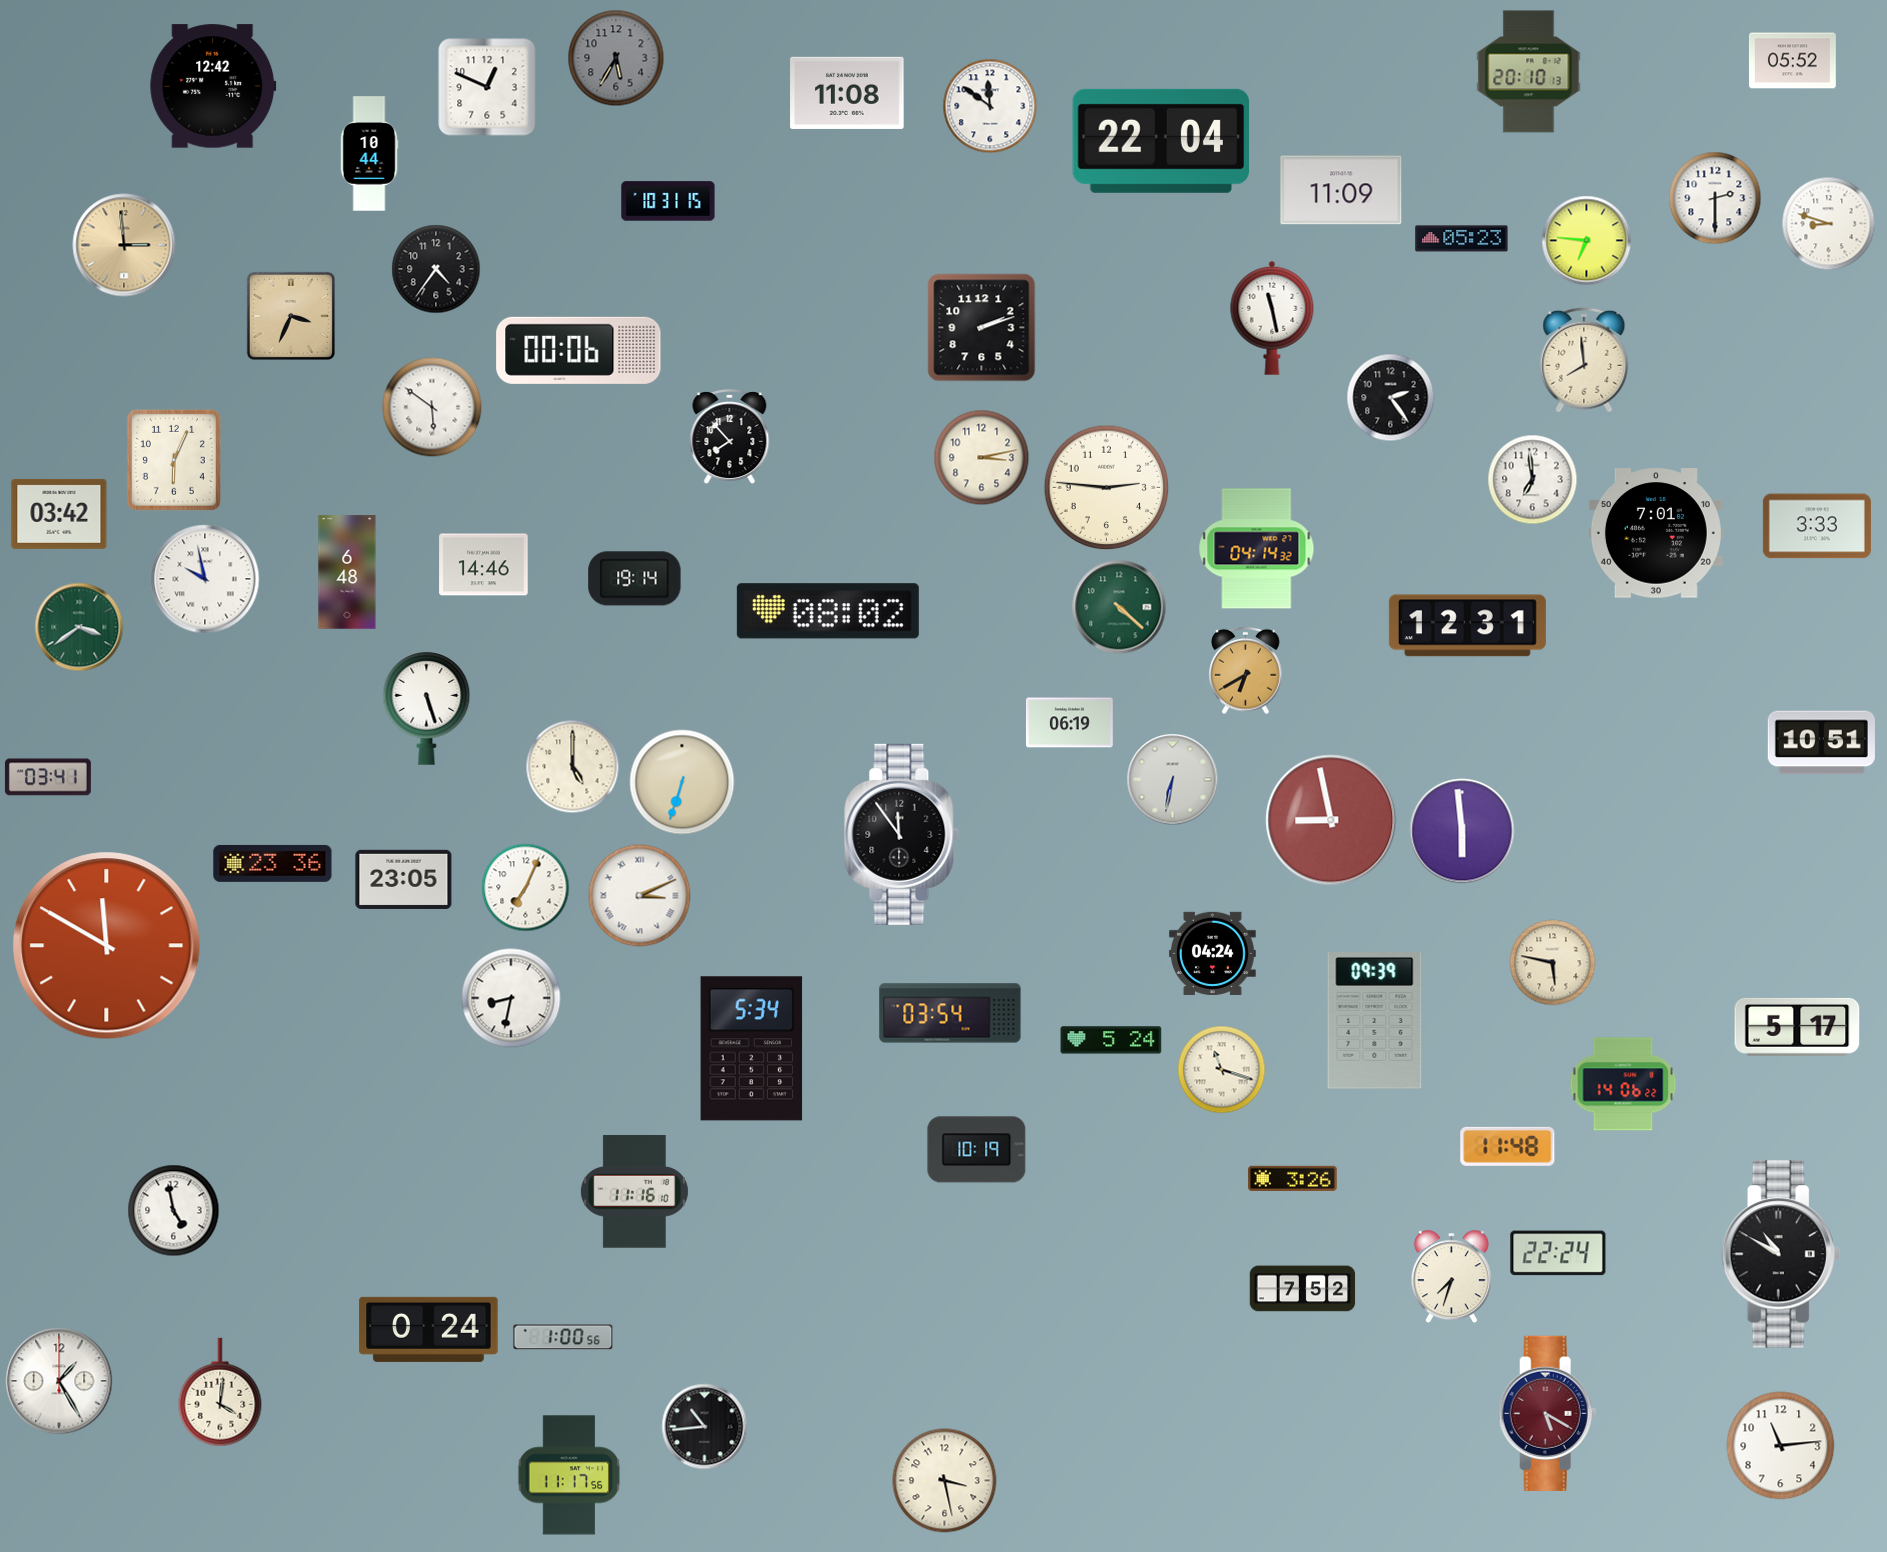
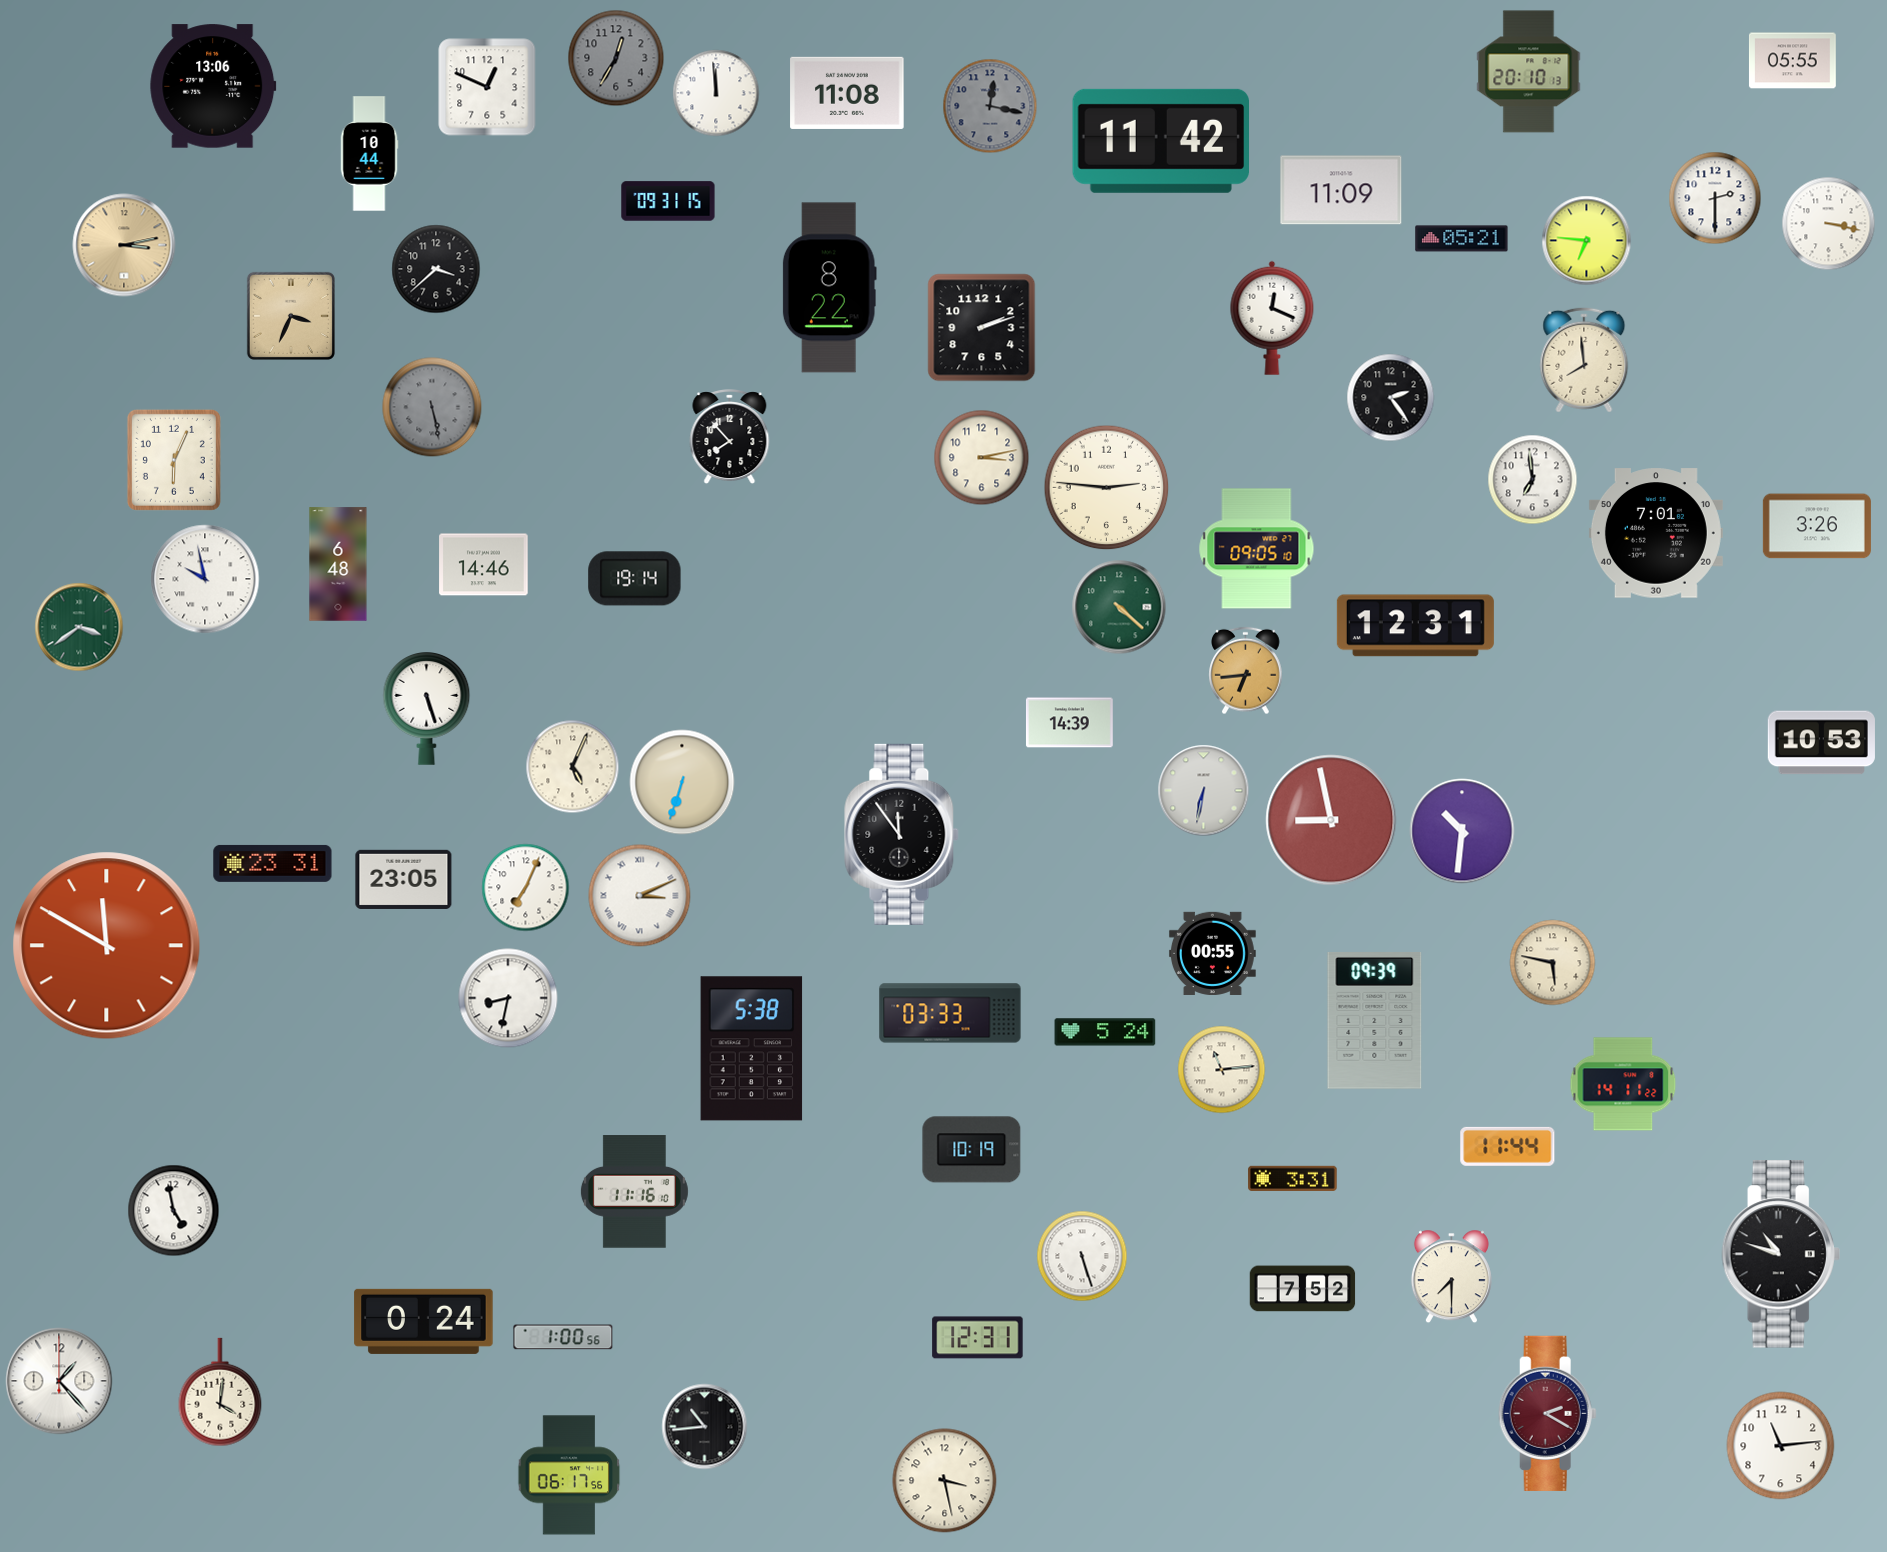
clock at (616, 58): 5:35 -> 12:35
clock at (1792, 61): 05:52 -> 05:55
clock at (213, 86): 12:42 -> 13:06
clock at (716, 93): none -> 11:59
clock at (990, 106): 11:51 -> 12:17
clock at (990, 106) dial: white -> grey
clock at (1160, 141): 22:04 -> 11:42
clock at (668, 201): 10:31 -> 09:31
clock at (1829, 224): 8:48 -> 3:17
clock at (1462, 239): 05:23 -> 05:21
clock at (124, 245): 2:59 -> 3:13
clock at (436, 269): 4:36 -> 3:38
clock at (829, 288): none -> 8:22
clock at (1272, 318): 11:28 -> 12:19
clock at (579, 350): 00:06 -> none
clock at (432, 407): 5:51 -> 5:28
clock at (432, 407) dial: white -> grey
clock at (59, 514): 03:42 -> none
clock at (1817, 526): 3:33 -> 3:26
clock at (1257, 549): 04:14 -> 09:05
clock at (347, 572) position: (347, 572) -> (338, 564)
clock at (828, 611): 08:02 -> none
clock at (1467, 626) position: (1467, 626) -> (1415, 626)
clock at (1246, 671): 6:40 -> 6:44
clock at (1069, 723): 06:19 -> 14:39
clock at (1821, 743): 10:51 -> 10:53
clock at (573, 767): 5:00 -> 5:04
clock at (48, 777): 03:41 -> none
clock at (1173, 780) position: (1173, 780) -> (1204, 791)
clock at (1462, 831): 5:59 -> 10:31
clock at (273, 863): 23:36 -> 23:31
clock at (1212, 953): 04:24 -> 00:55
clock at (511, 998) position: (511, 998) -> (508, 998)
clock at (950, 1013): 03:54 -> 03:33
clock at (1797, 1027): 5:17 -> none
clock at (1111, 1040) position: (1111, 1040) -> (1105, 1032)
clock at (752, 1049): 5:34 -> 5:38
clock at (1222, 1070): 11:18 -> 11:14
clock at (1623, 1084): 14:06 -> 14:11
clock at (1508, 1146): 11:48 -> 11:44
clock at (977, 1150) position: (977, 1150) -> (972, 1150)
clock at (1293, 1178): 3:26 -> 3:31
clock at (1558, 1253): 22:24 -> none
clock at (1781, 1254): 10:50 -> 10:48
clock at (1082, 1256): none -> 5:27
clock at (1451, 1277): 7:33 -> 7:30
clock at (429, 1329) position: (429, 1329) -> (424, 1321)
clock at (978, 1338): none -> 12:31
clock at (59, 1381): 1:25 -> 1:23
clock at (1547, 1413): 5:20 -> 2:20
clock at (569, 1475): 11:17 -> 06:17
